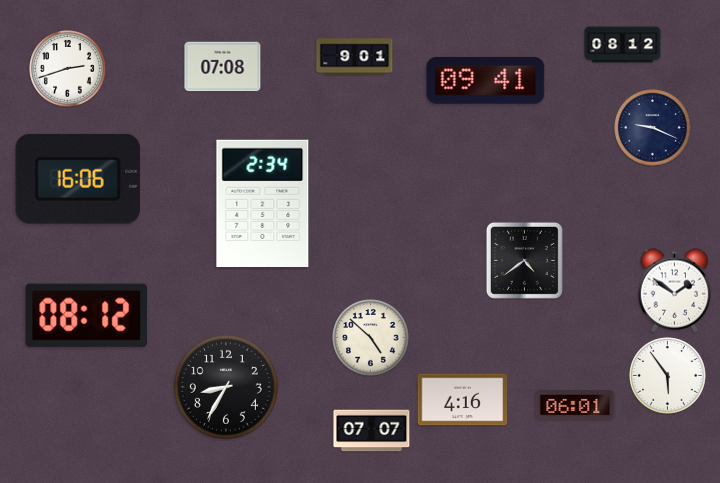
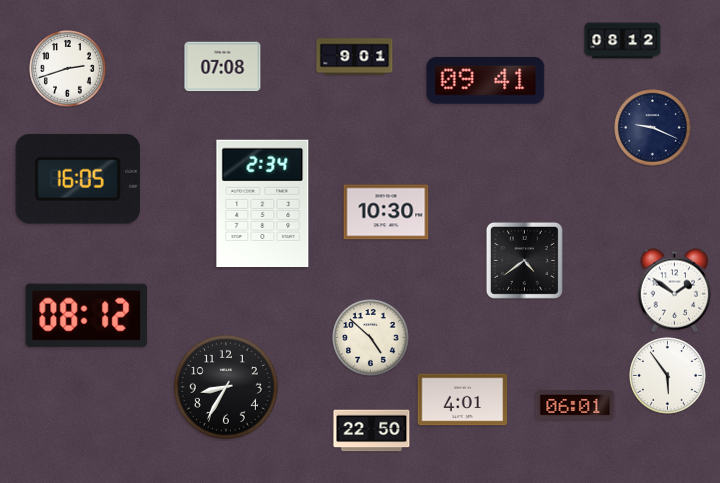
clock at (623, 45) position: (623, 45) -> (623, 41)
clock at (78, 179): 16:06 -> 16:05
clock at (386, 212): none -> 10:30
clock at (463, 400): 4:16 -> 4:01
clock at (372, 431): 07:07 -> 22:50
